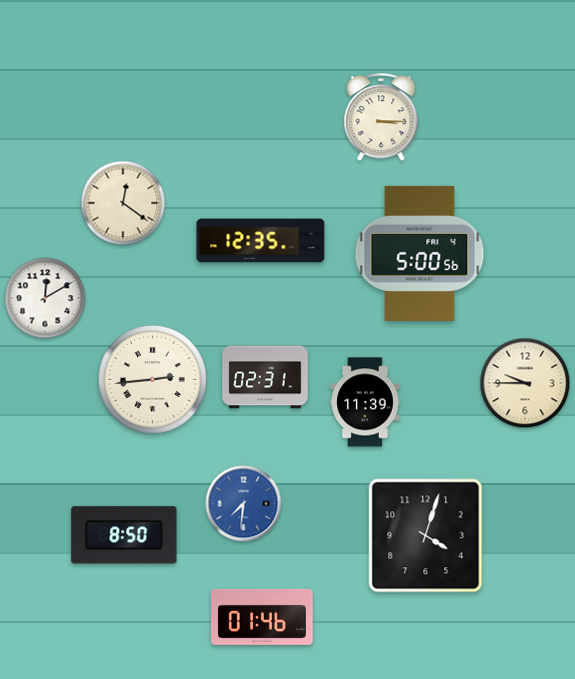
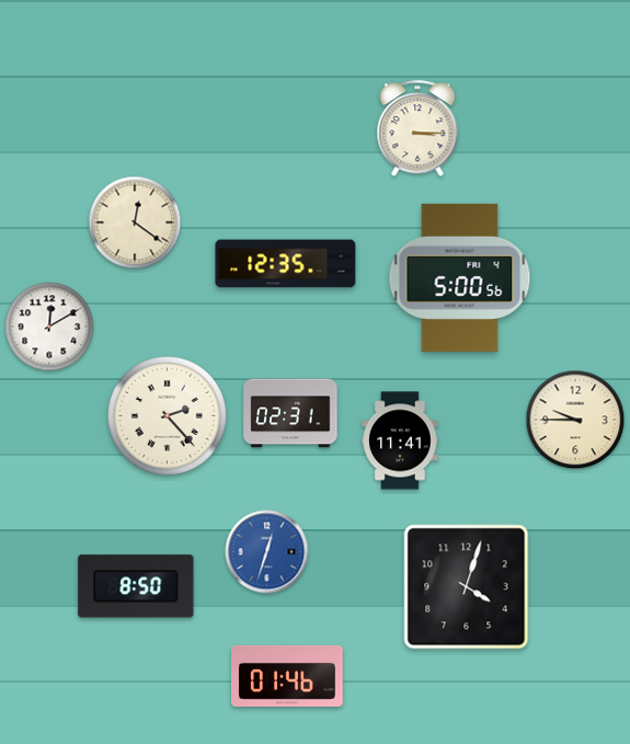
clock at (153, 380): 2:44 -> 2:23
clock at (365, 402): 11:39 -> 11:41
clock at (244, 504): 7:31 -> 12:33
